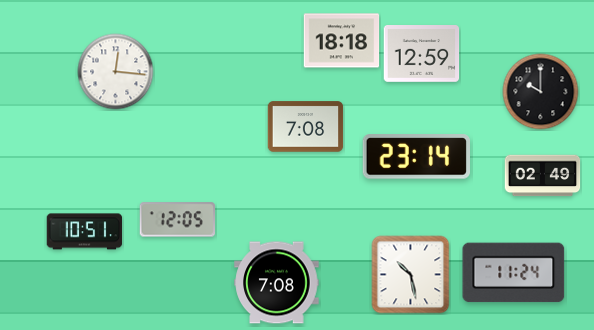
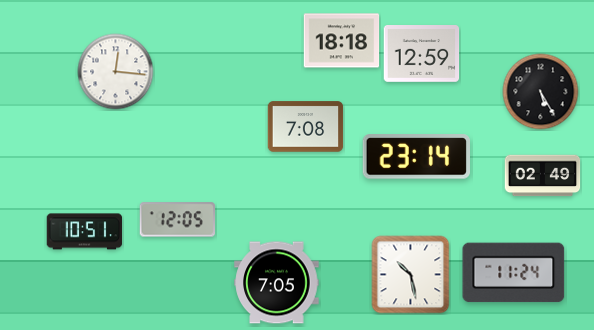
clock at (541, 92): 10:00 -> 5:25
clock at (277, 283): 7:08 -> 7:05
